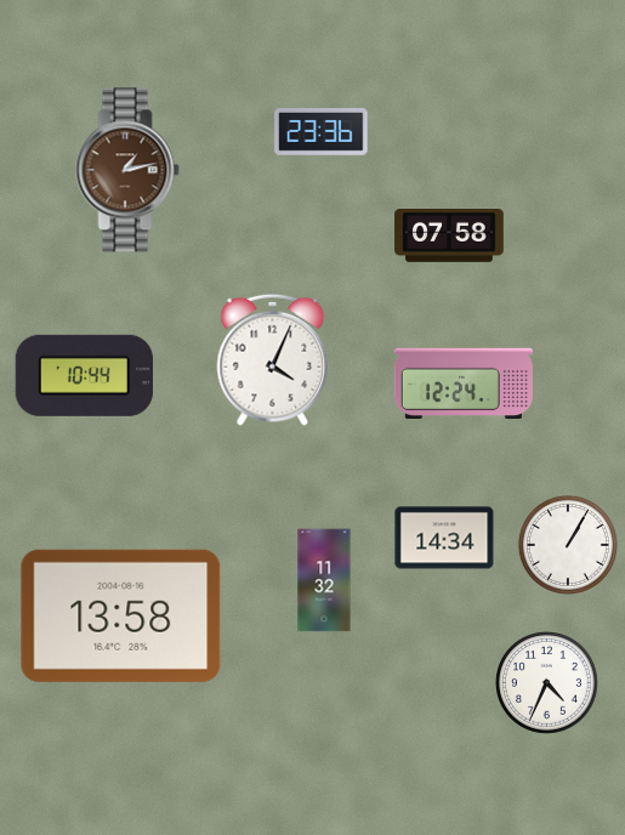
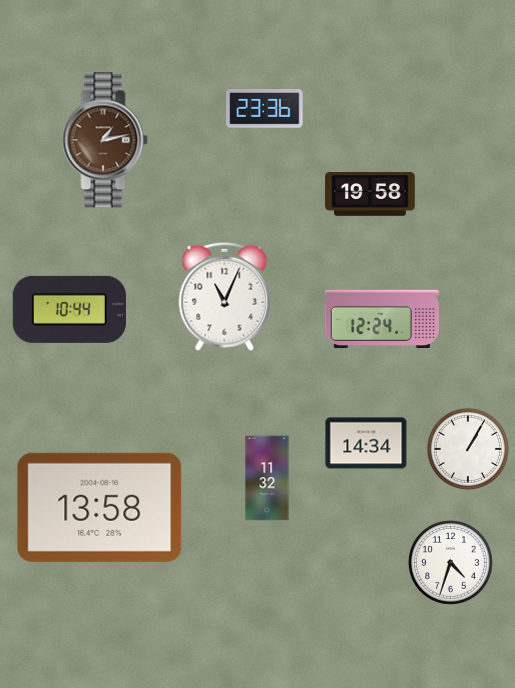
clock at (449, 237): 07:58 -> 19:58
clock at (273, 359): 4:04 -> 11:04
clock at (464, 382) position: (464, 382) -> (382, 318)
clock at (547, 683): 4:34 -> 4:33
